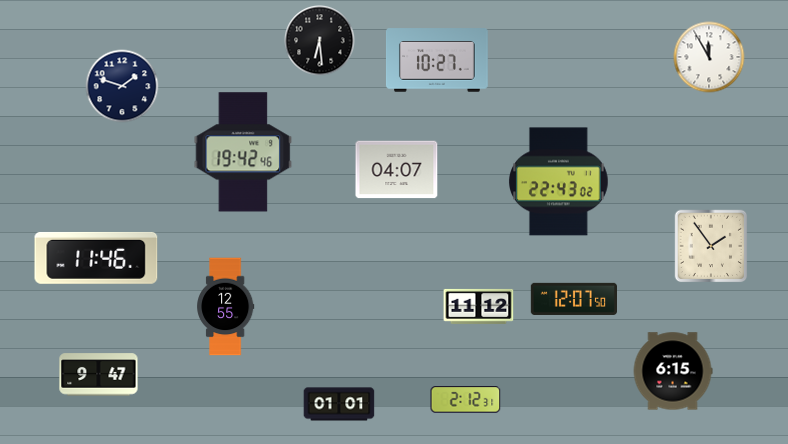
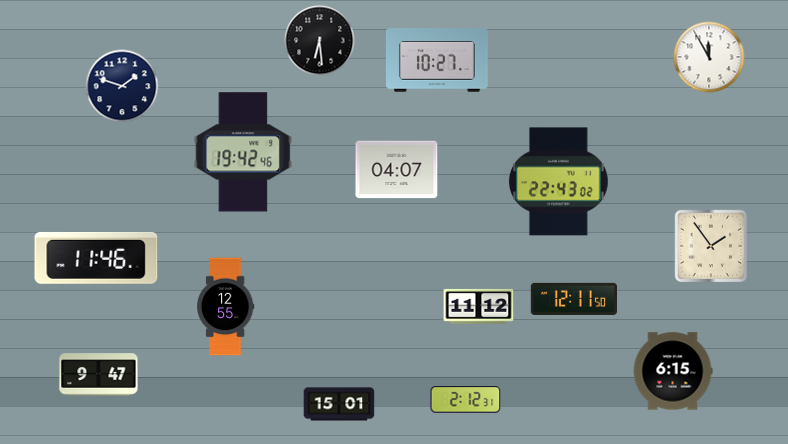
clock at (573, 299): 12:07 -> 12:11
clock at (339, 404): 01:01 -> 15:01
